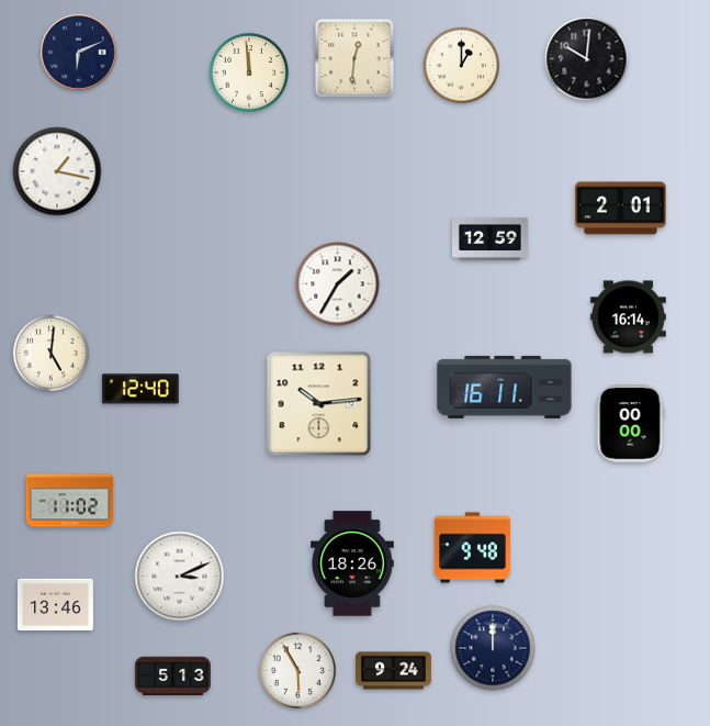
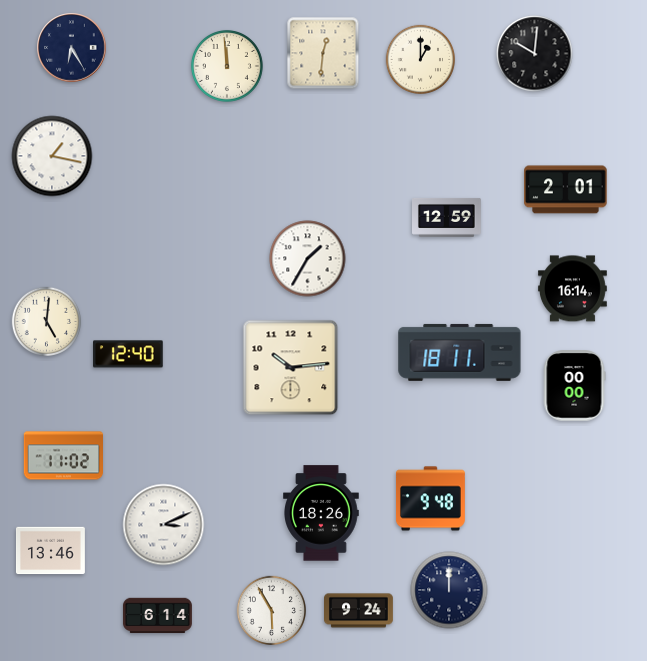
clock at (79, 53): 6:11 -> 6:25
clock at (505, 387): 16:11 -> 18:11
clock at (173, 677): 5:13 -> 6:14
